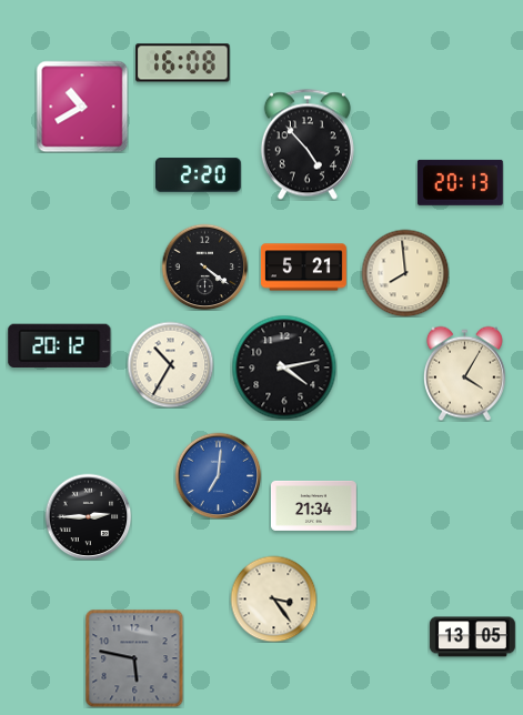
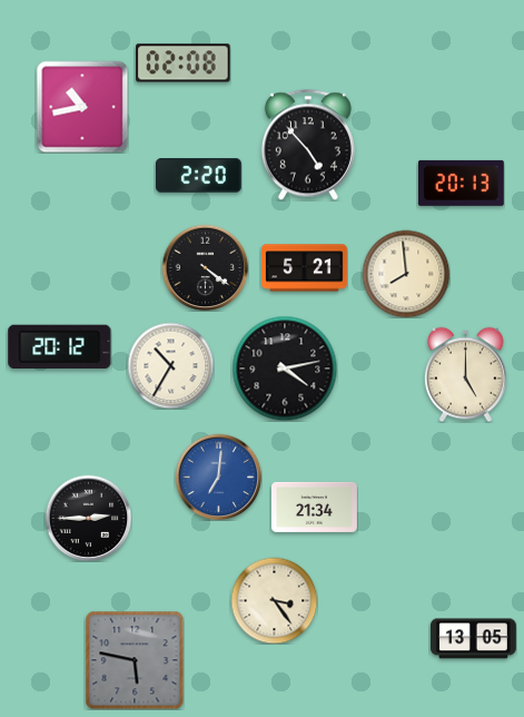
clock at (183, 63): 16:08 -> 02:08
clock at (82, 107): 10:40 -> 10:43
clock at (464, 373): 4:05 -> 5:00
